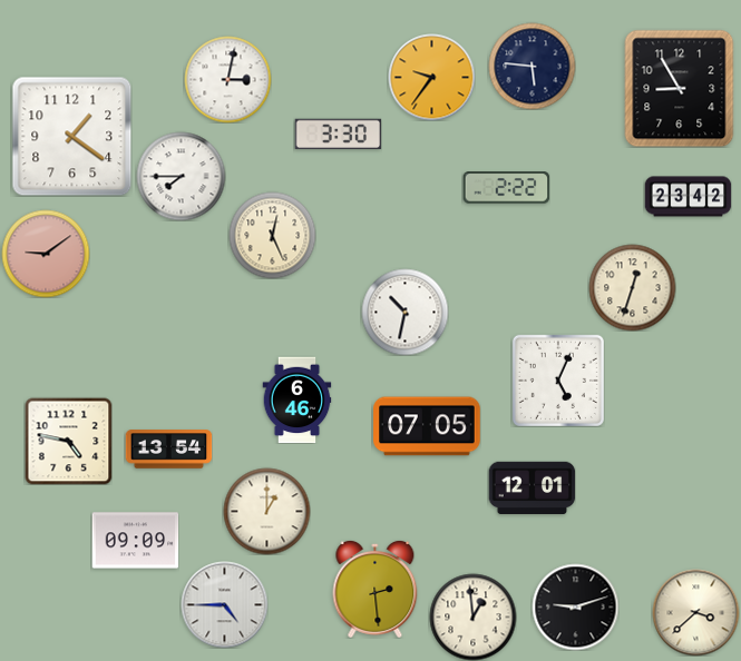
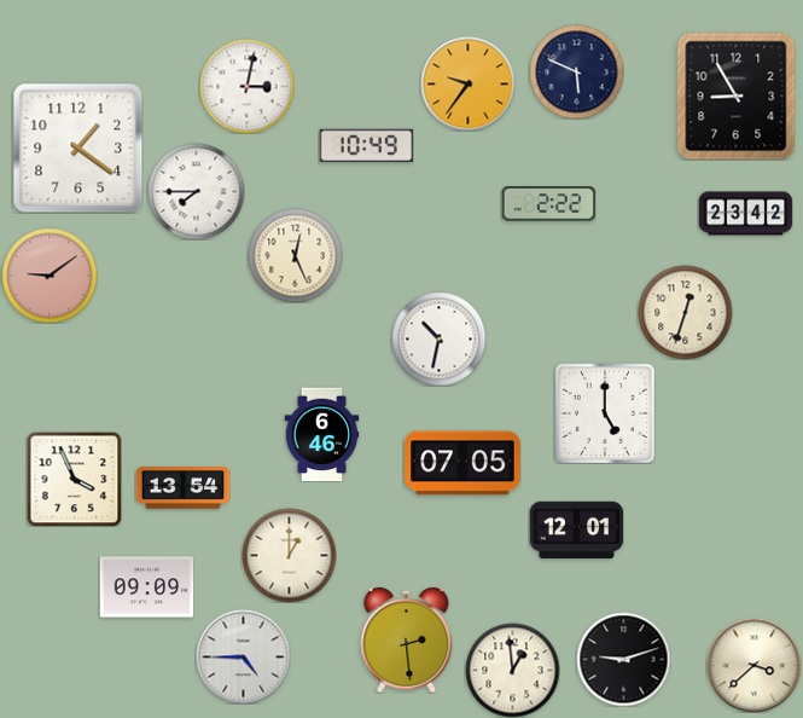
clock at (532, 66): 5:46 -> 5:49
clock at (338, 134): 3:30 -> 10:49
clock at (558, 381): 5:04 -> 5:00
clock at (68, 441): 4:47 -> 3:56
